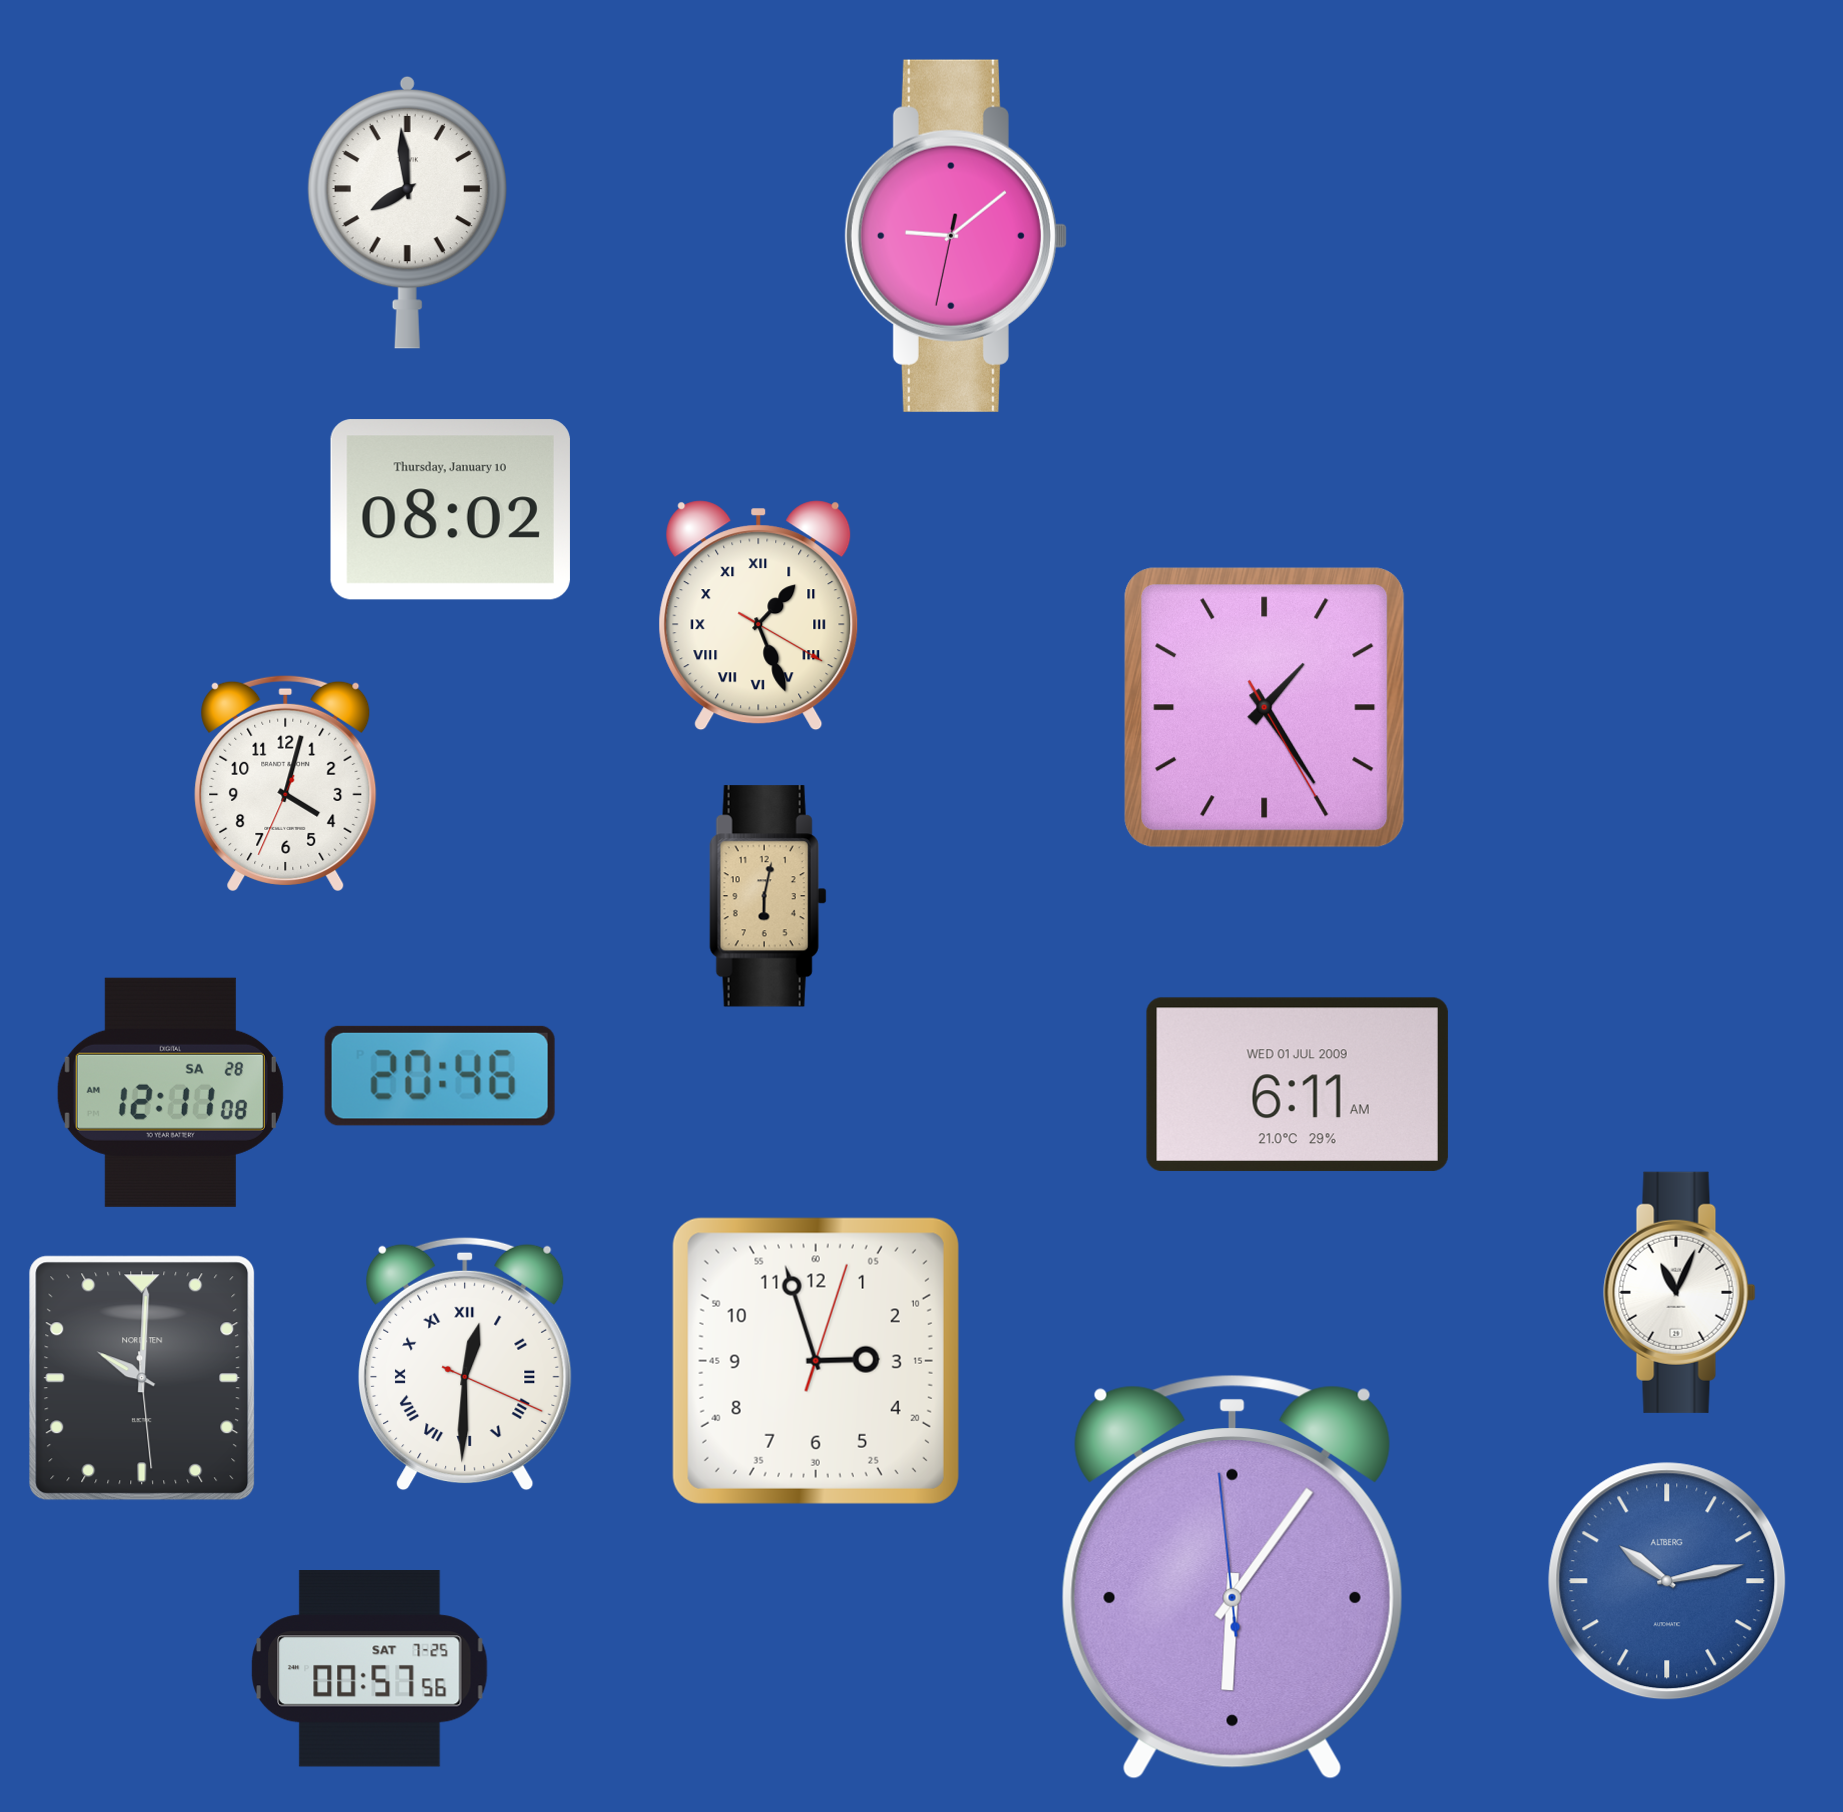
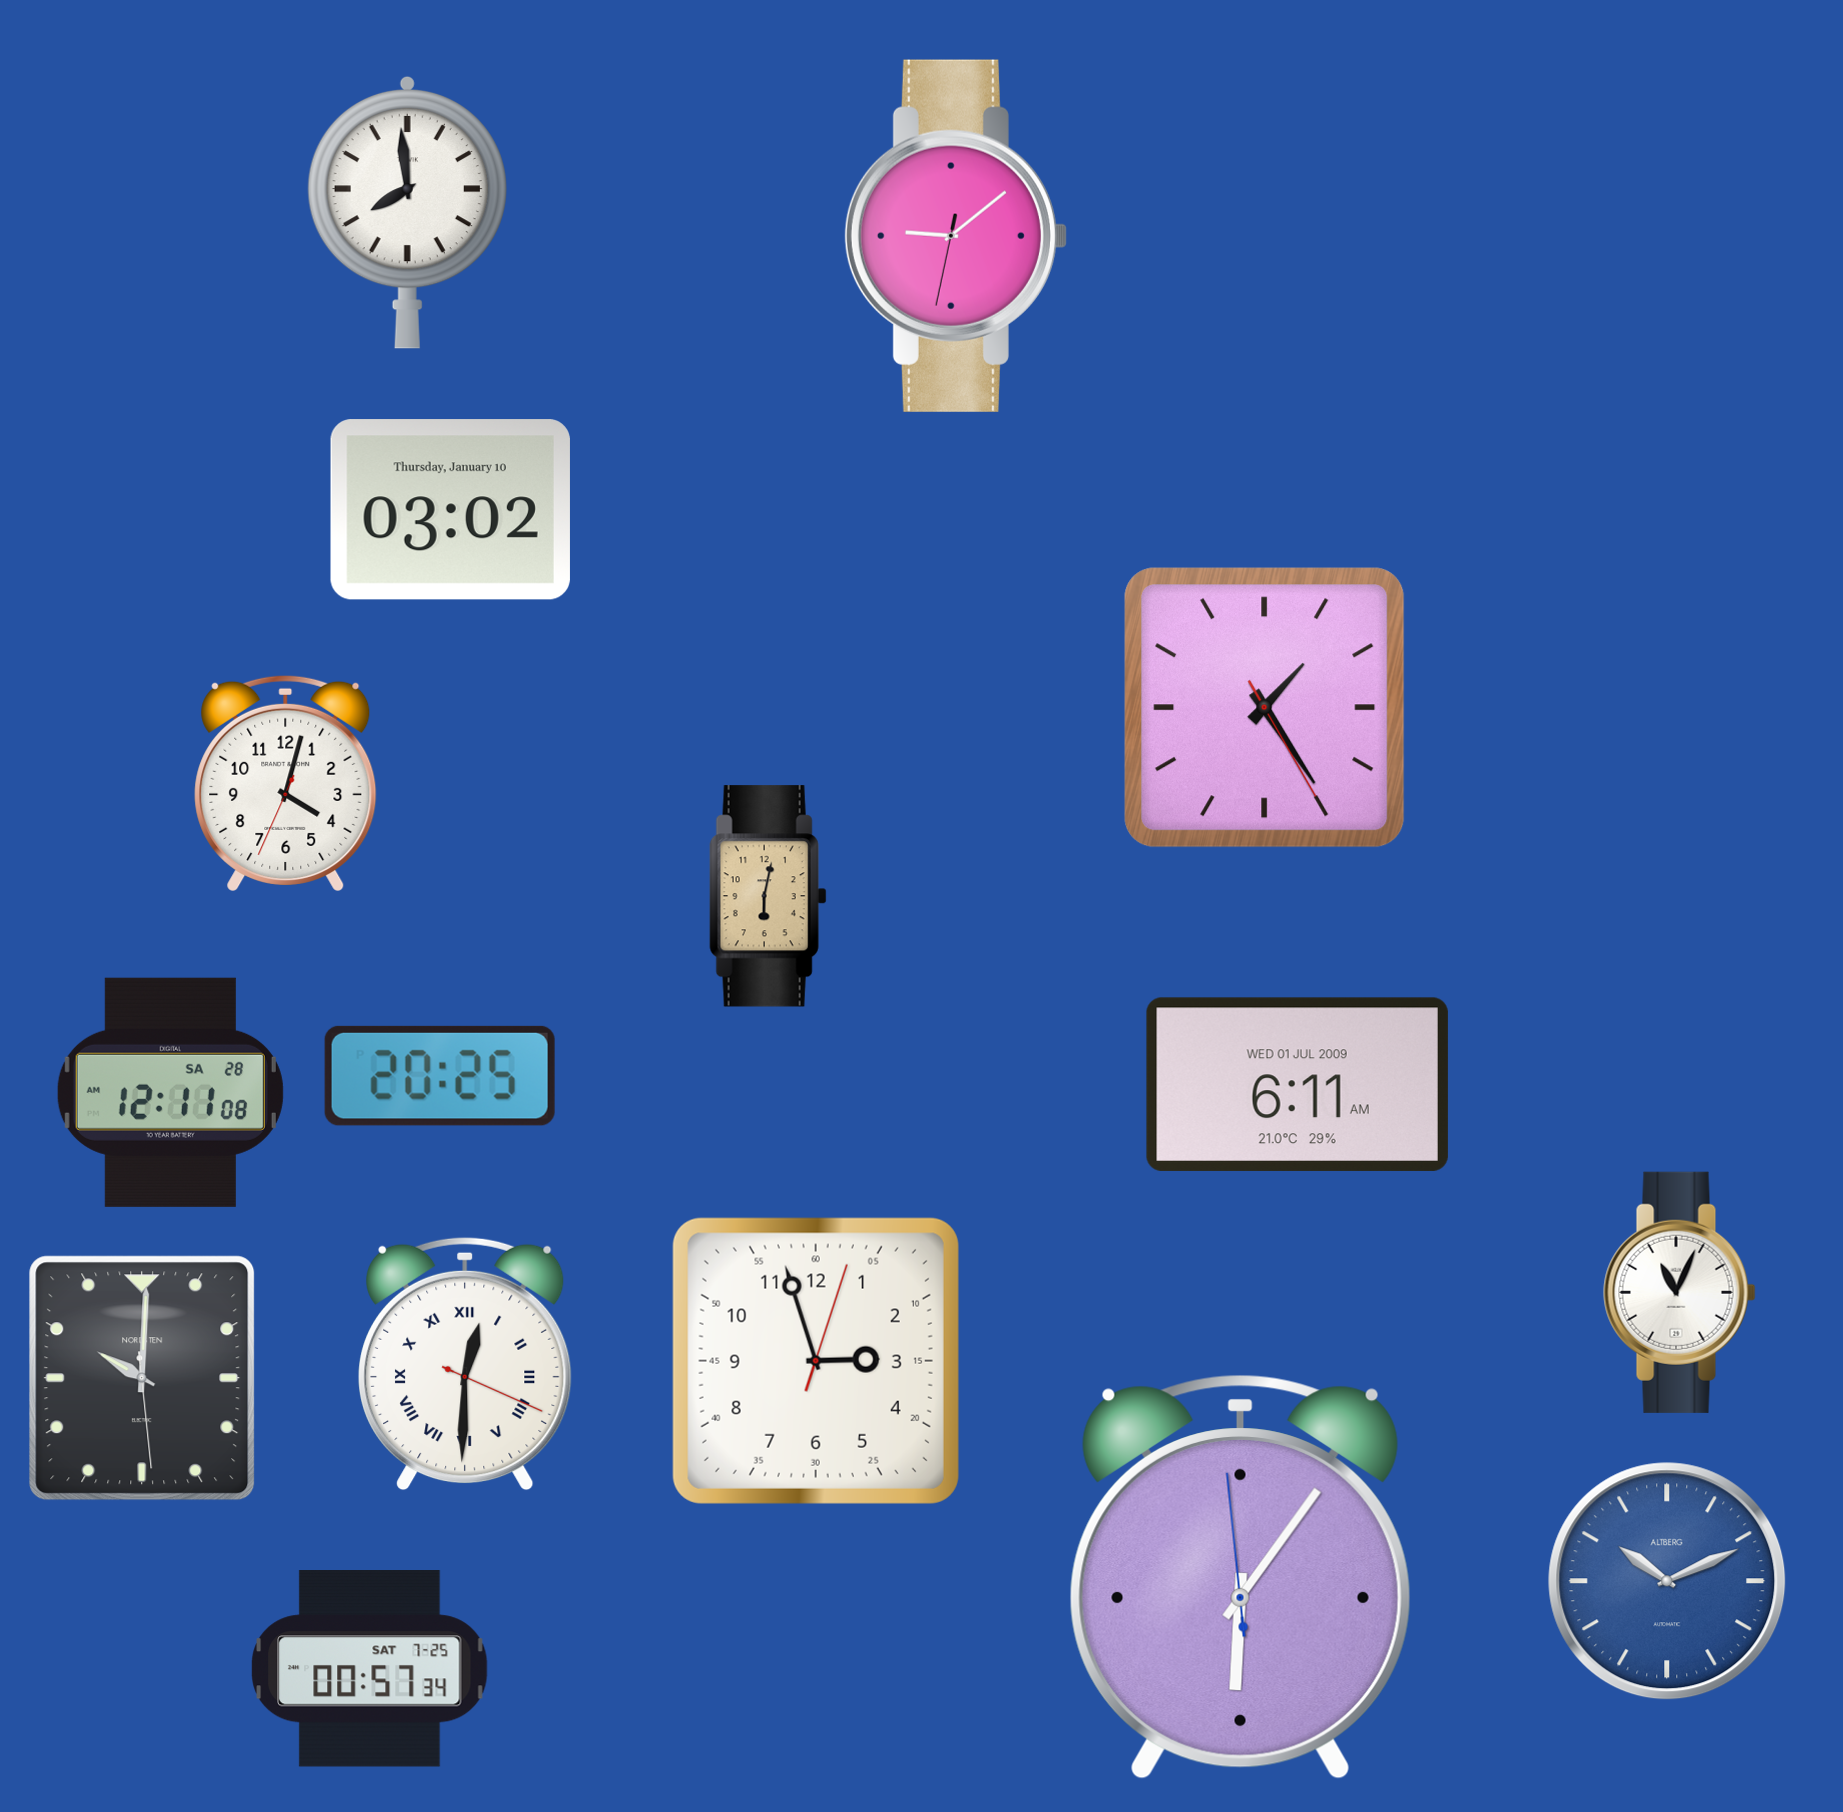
clock at (450, 510): 08:02 -> 03:02
clock at (759, 616): 1:26 -> none
clock at (440, 1076): 20:46 -> 20:25
clock at (1232, 1577) position: (1232, 1577) -> (1240, 1577)
clock at (1667, 1581): 10:13 -> 10:11
clock at (370, 1669): 00:57:56 -> 00:57:34
